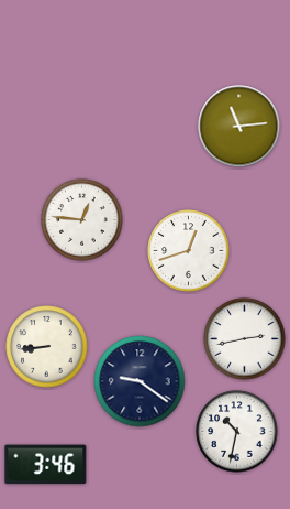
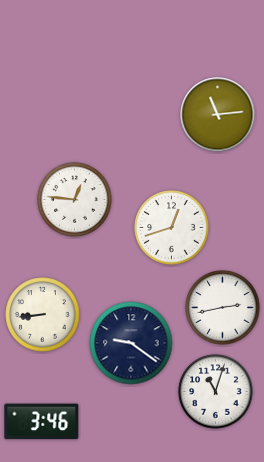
clock at (140, 381) position: (140, 381) -> (131, 343)
clock at (237, 432): 10:32 -> 11:03
